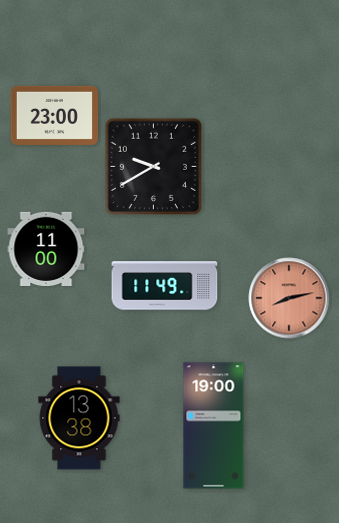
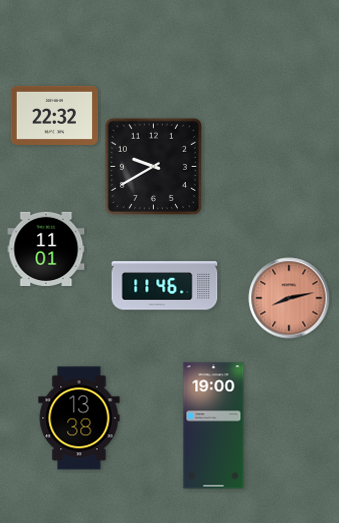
clock at (54, 115): 23:00 -> 22:32
clock at (46, 248): 11:00 -> 11:01
clock at (165, 286): 11:49 -> 11:46
